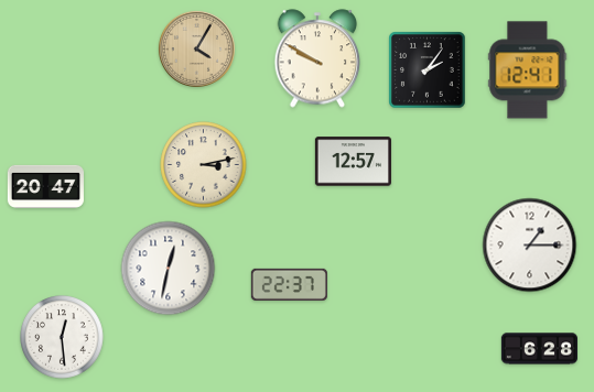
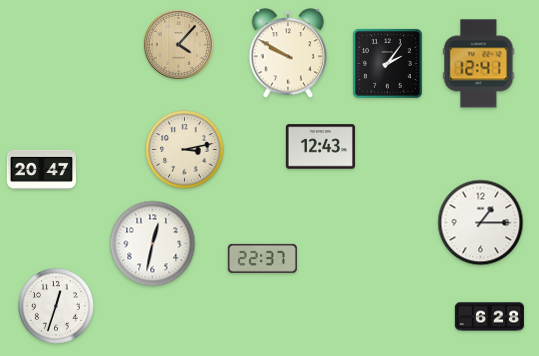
clock at (196, 48): 4:05 -> 4:07
clock at (353, 162): 12:57 -> 12:43
clock at (63, 338): 12:29 -> 12:33
